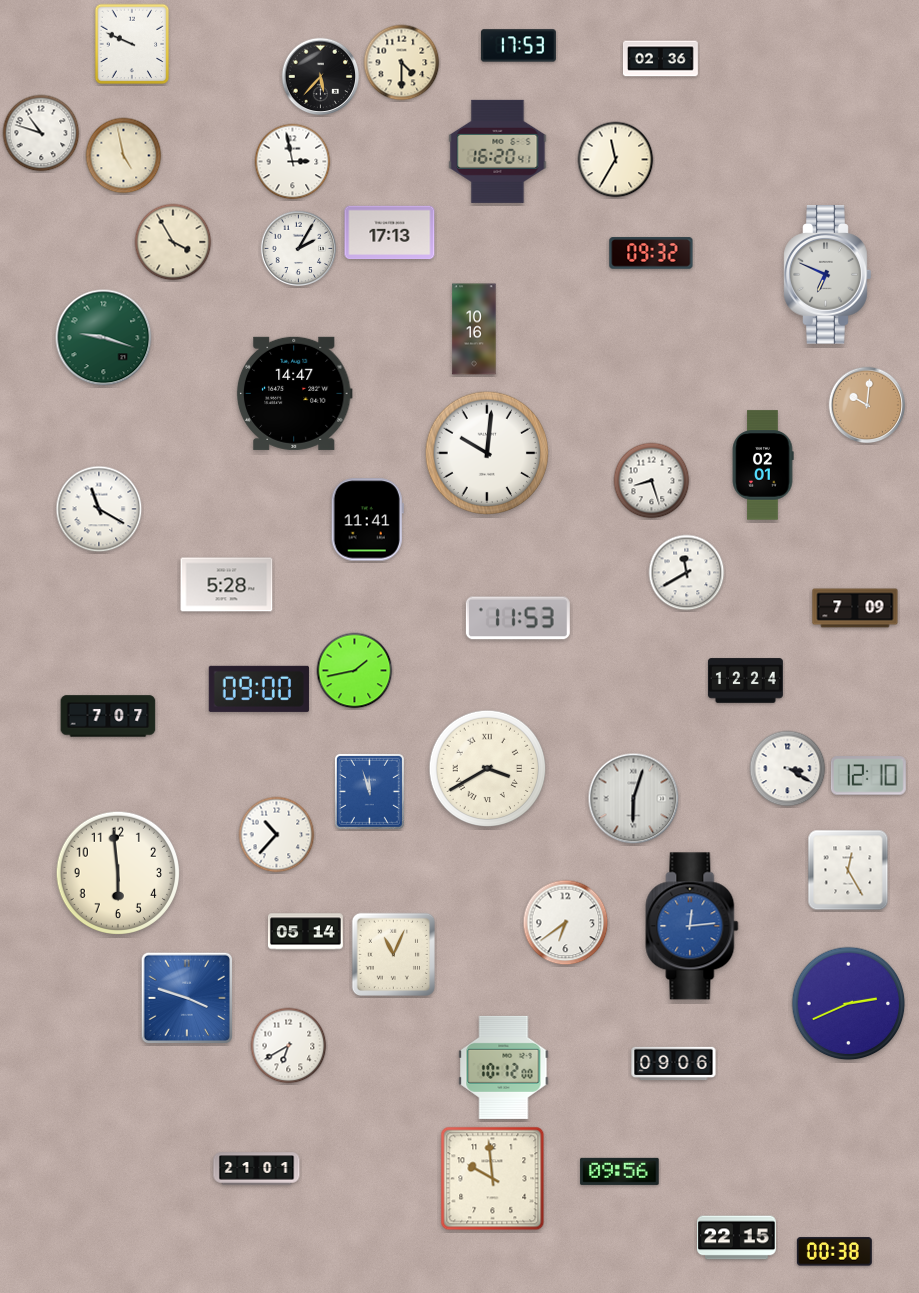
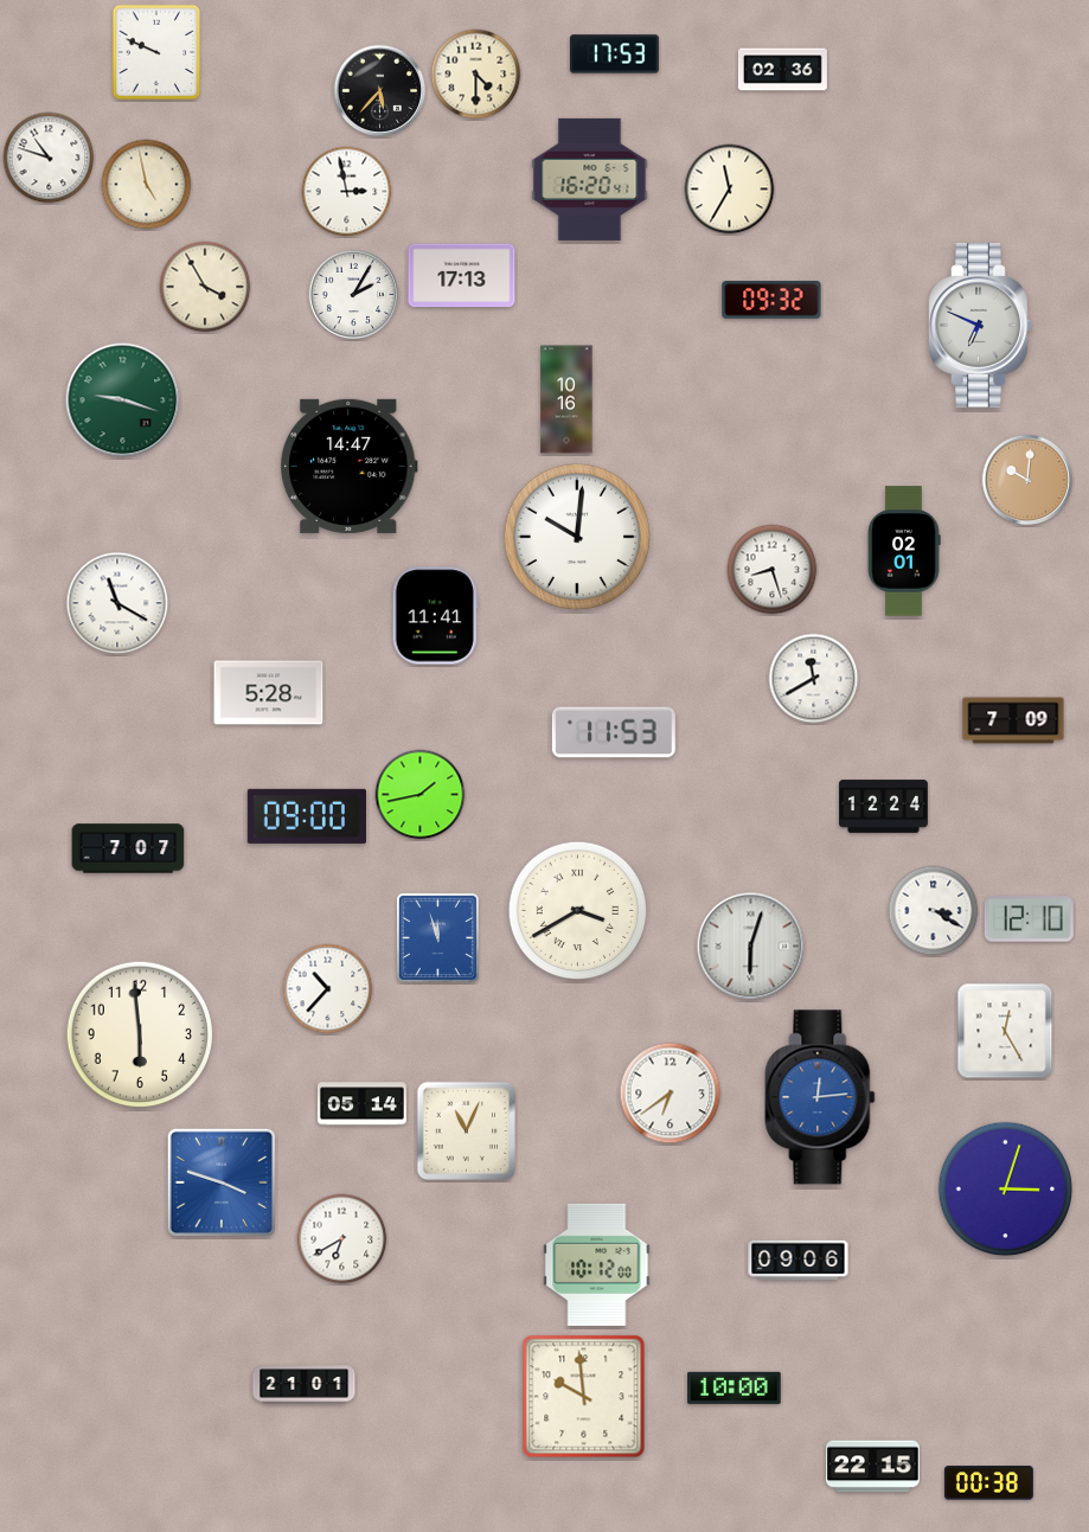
clock at (474, 329) position: (474, 329) -> (566, 399)
clock at (849, 1004): 2:41 -> 3:03
clock at (620, 1171): 09:56 -> 10:00
